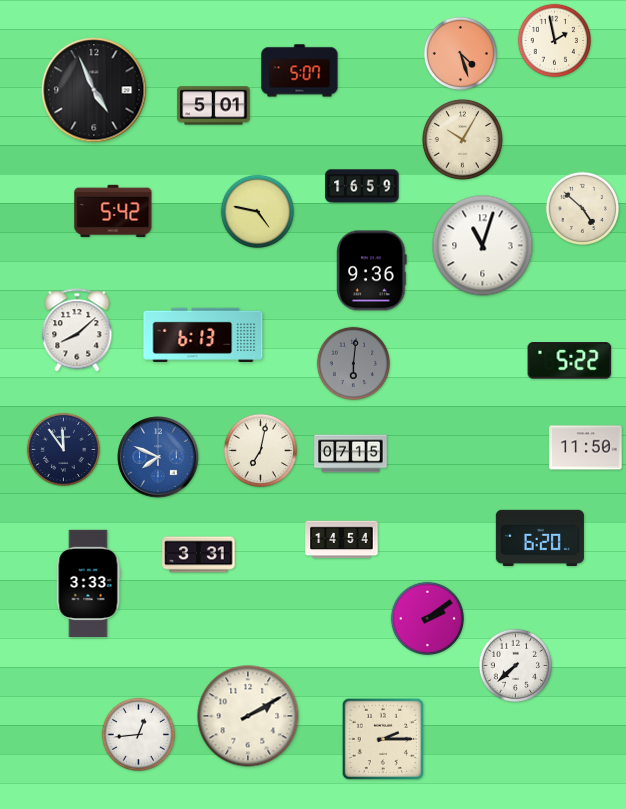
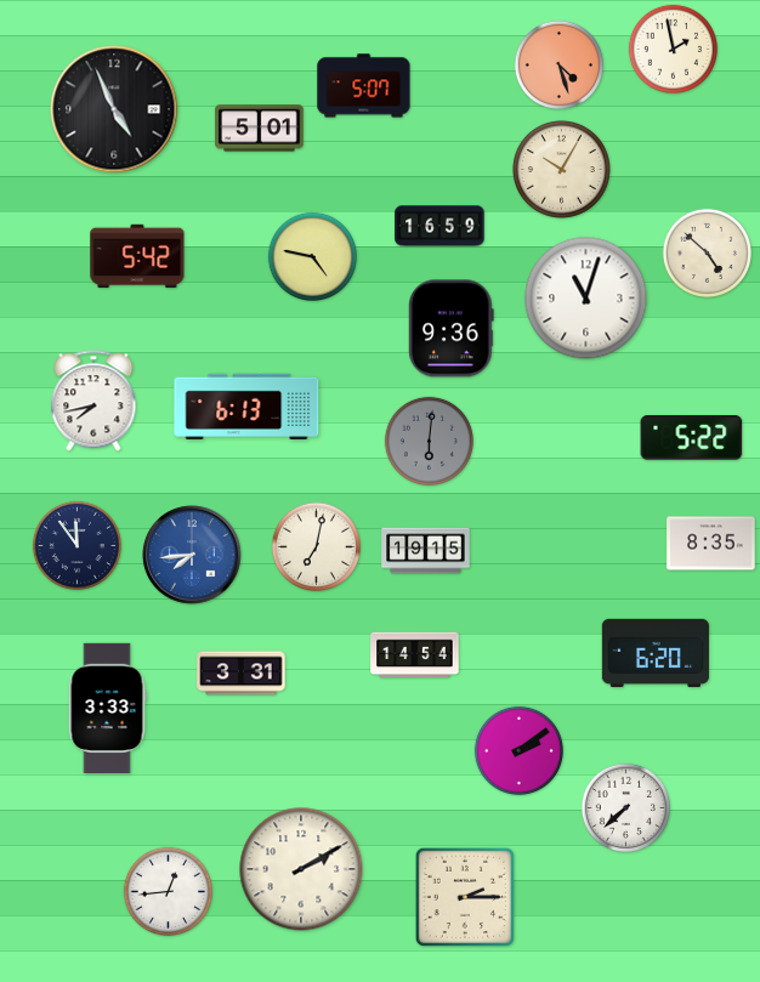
clock at (77, 330): 8:08 -> 7:43
clock at (586, 448): 11:50 -> 8:35
clock at (351, 454): 07:15 -> 19:15
clock at (158, 457): 7:49 -> 7:44
